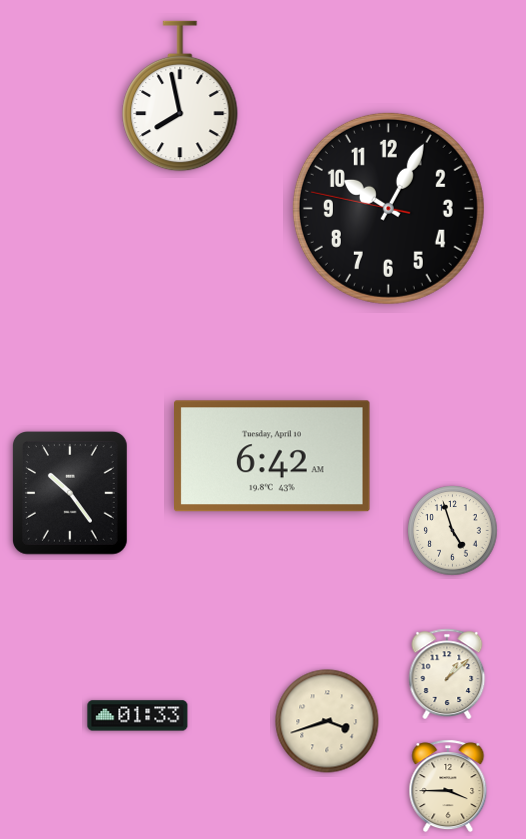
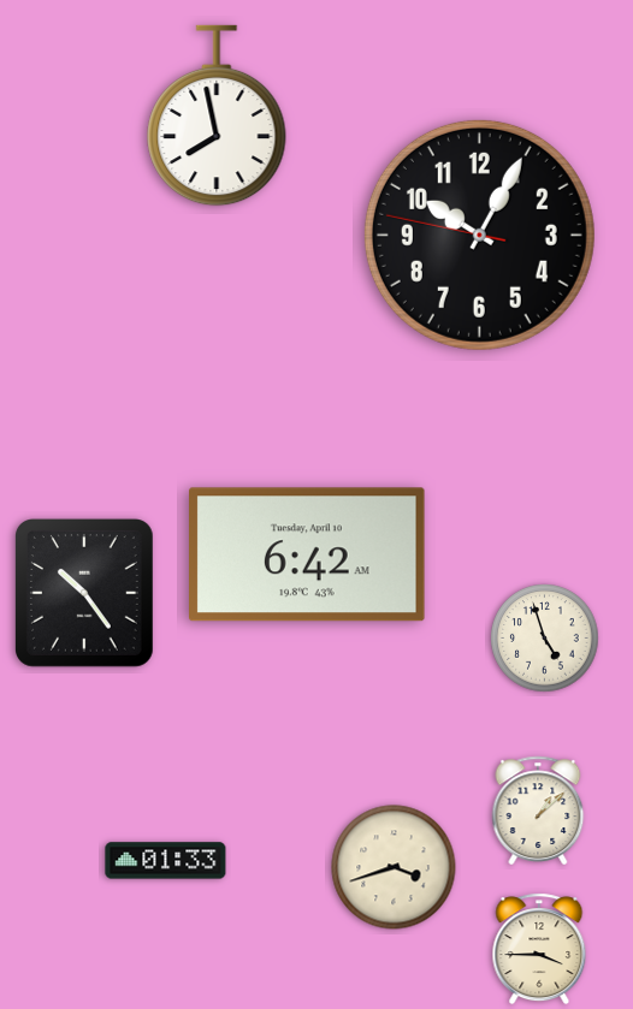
clock at (388, 208) position: (388, 208) -> (479, 235)
clock at (273, 456) position: (273, 456) -> (308, 554)
clock at (448, 786) position: (448, 786) -> (539, 949)
